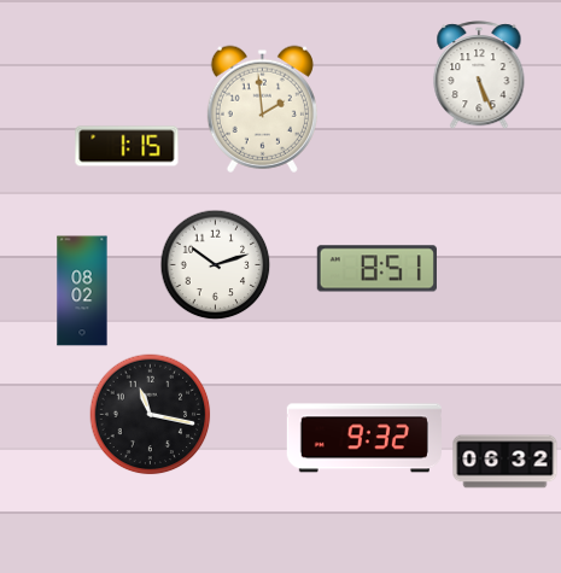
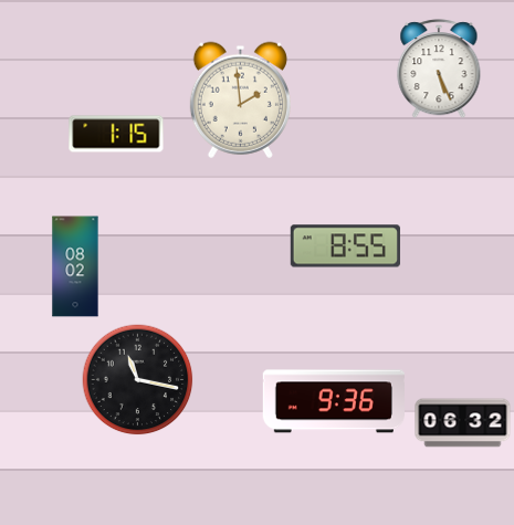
clock at (216, 265): 10:12 -> none
clock at (376, 269): 8:51 -> 8:55
clock at (364, 438): 9:32 -> 9:36
